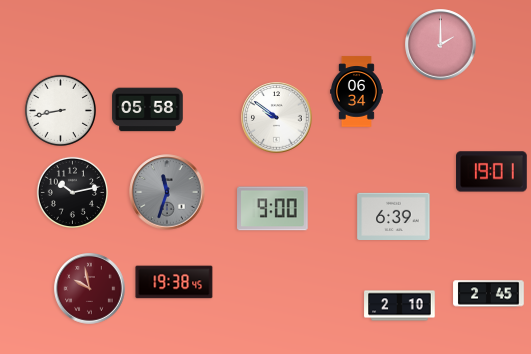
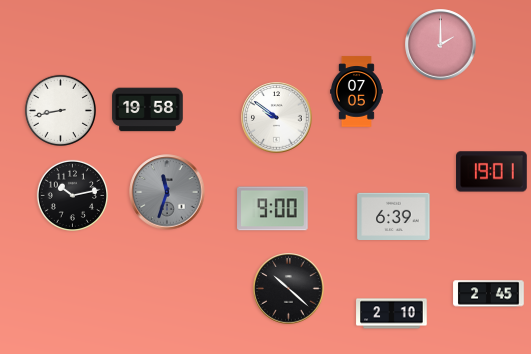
clock at (356, 92): 06:34 -> 07:05
clock at (148, 110): 05:58 -> 19:58
clock at (72, 192) position: (72, 192) -> (72, 195)
clock at (174, 282): 19:38 -> none
clock at (90, 289): 9:58 -> none
clock at (289, 289): none -> 10:22
clock at (400, 306) position: (400, 306) -> (392, 314)
